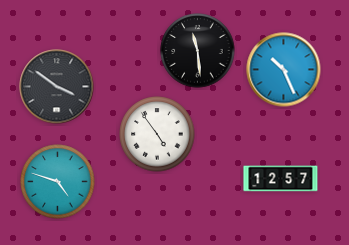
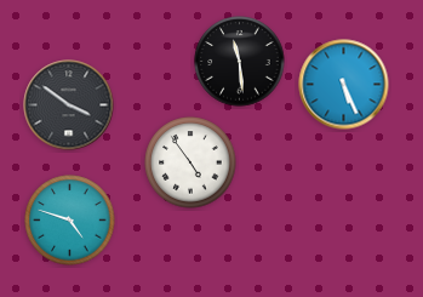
clock at (284, 70): 10:26 -> 5:26
clock at (281, 179): 12:57 -> none
